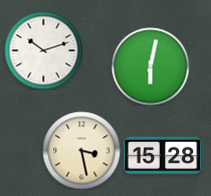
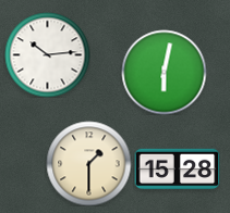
clock at (43, 50): 10:12 -> 10:14
clock at (81, 150): 3:28 -> 1:30
